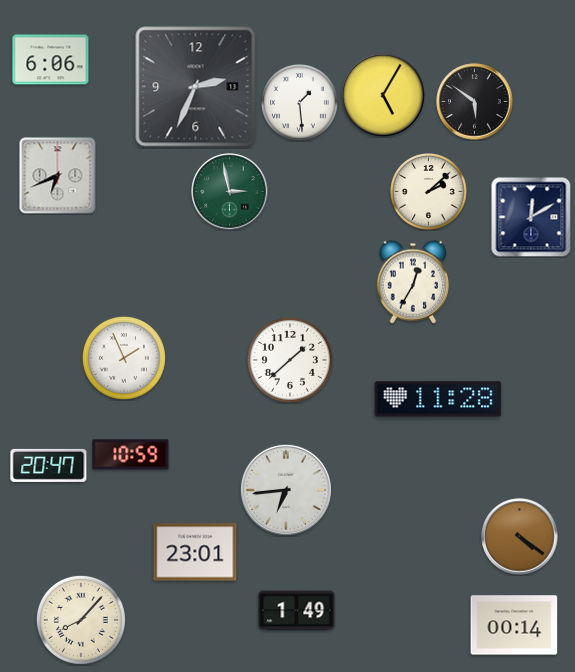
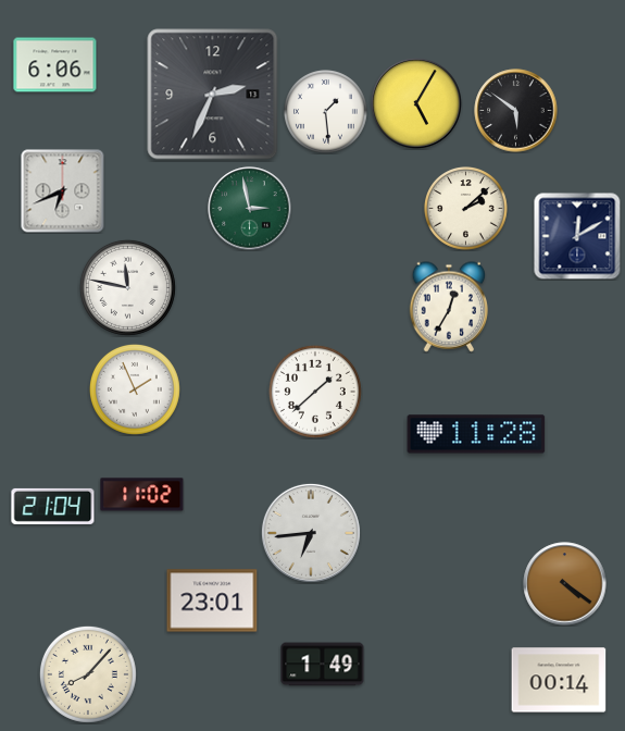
clock at (127, 287): none -> 11:47
clock at (131, 455): 10:59 -> 11:02
clock at (49, 465): 20:47 -> 21:04
